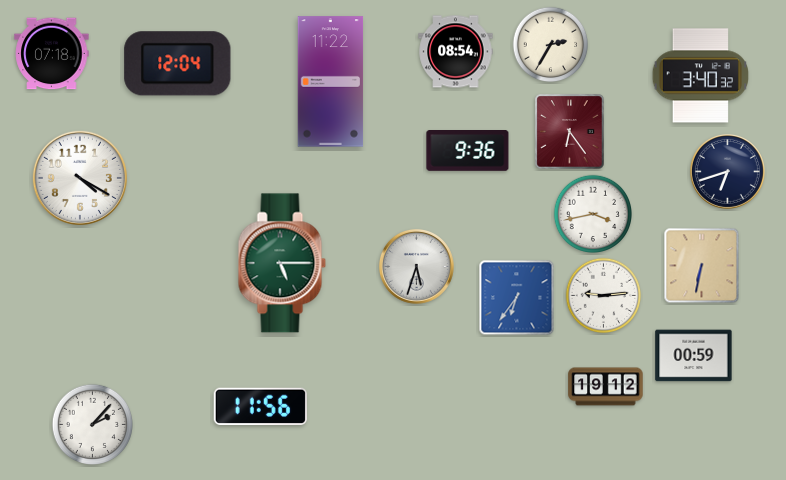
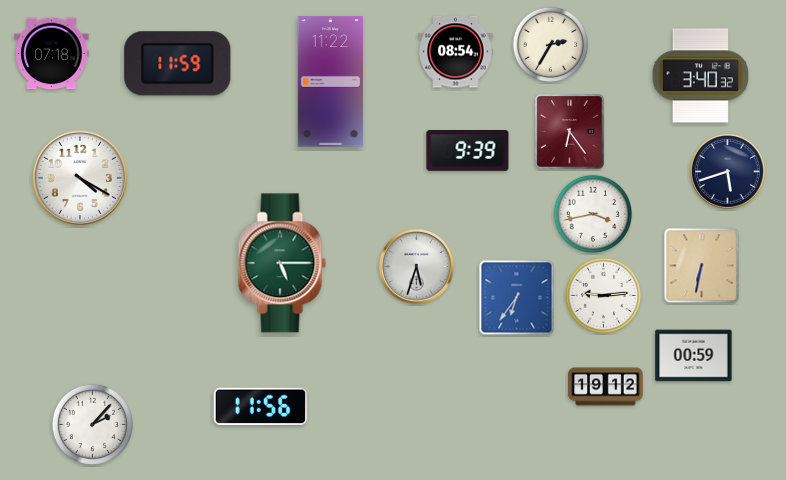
clock at (178, 64): 12:04 -> 11:59
clock at (468, 151): 9:36 -> 9:39
clock at (727, 171): 6:42 -> 5:42
